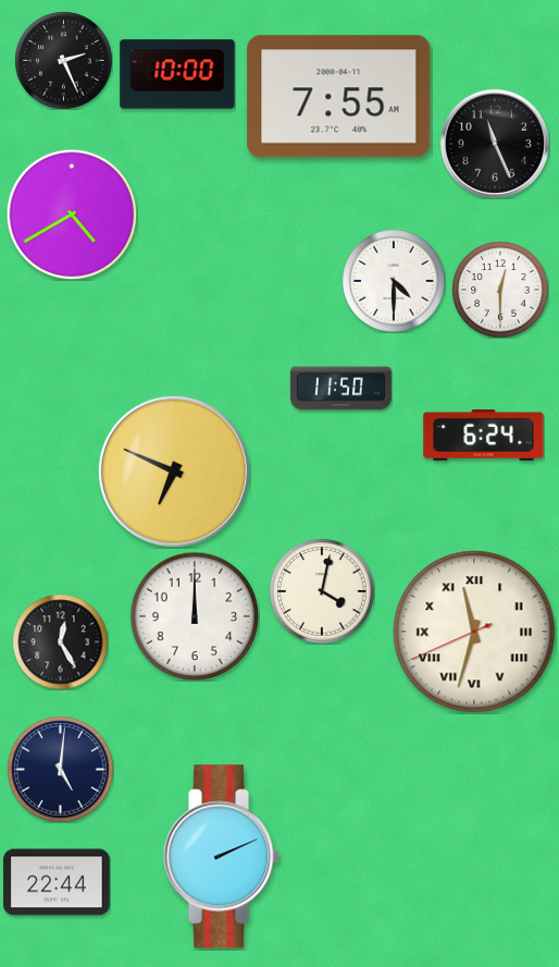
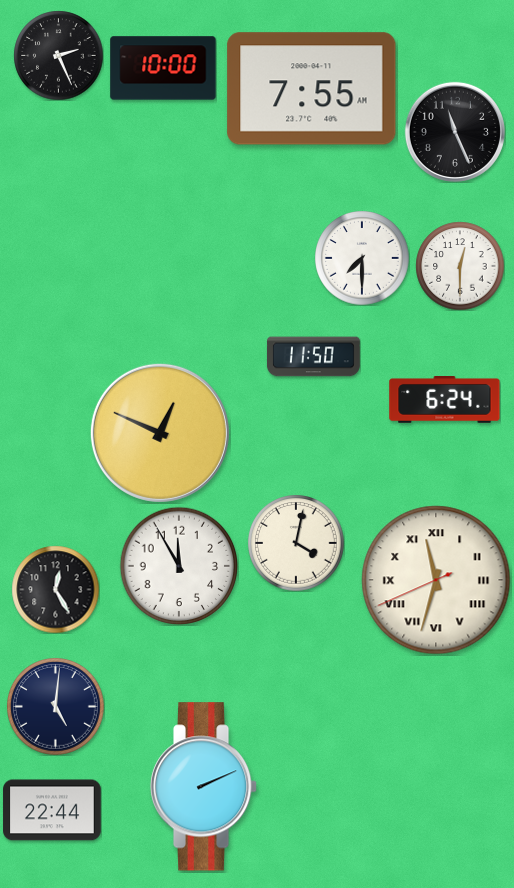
clock at (72, 215): 4:40 -> none
clock at (394, 281): 4:30 -> 7:30
clock at (174, 472): 6:49 -> 12:49
clock at (195, 616): 12:00 -> 11:55
